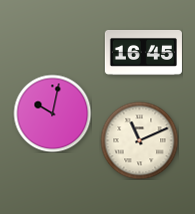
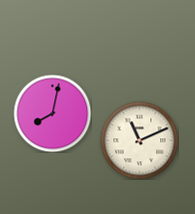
clock at (143, 52): 16:45 -> none
clock at (52, 113): 10:02 -> 8:02
